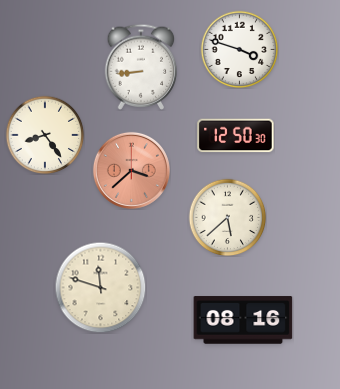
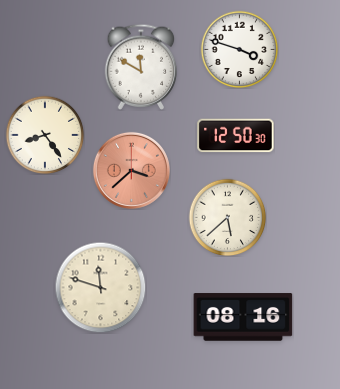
clock at (141, 67): 8:44 -> 11:50
clock at (243, 320) position: (243, 320) -> (243, 317)
